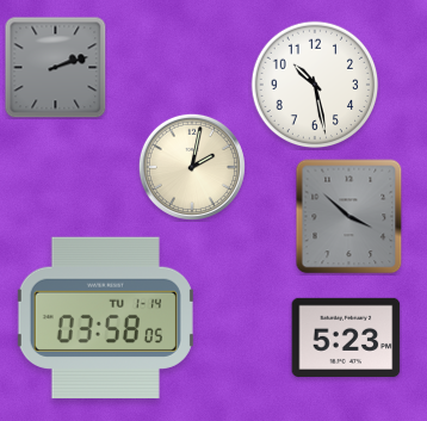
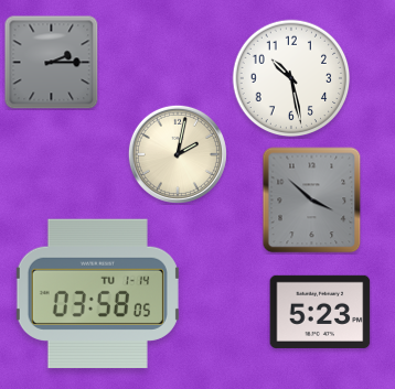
clock at (56, 68): 2:12 -> 2:15
clock at (349, 217) position: (349, 217) -> (312, 201)
